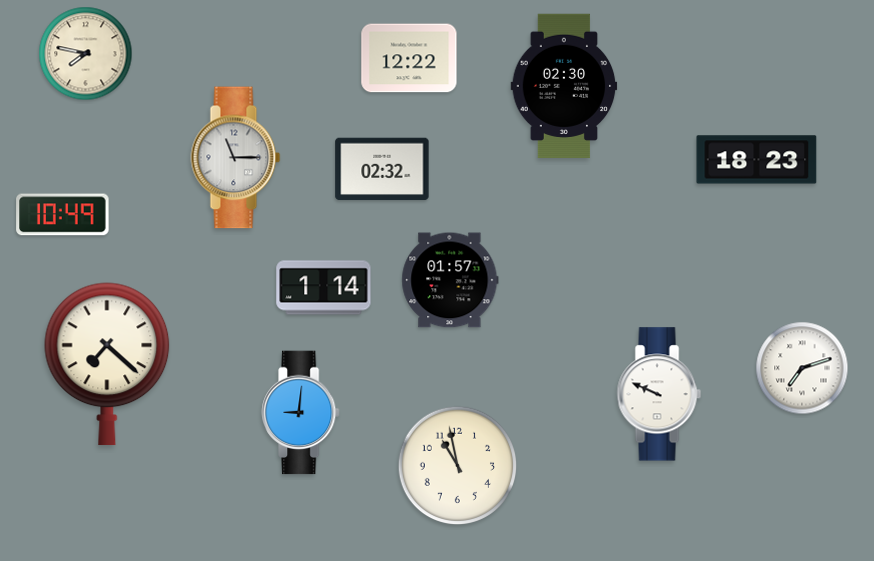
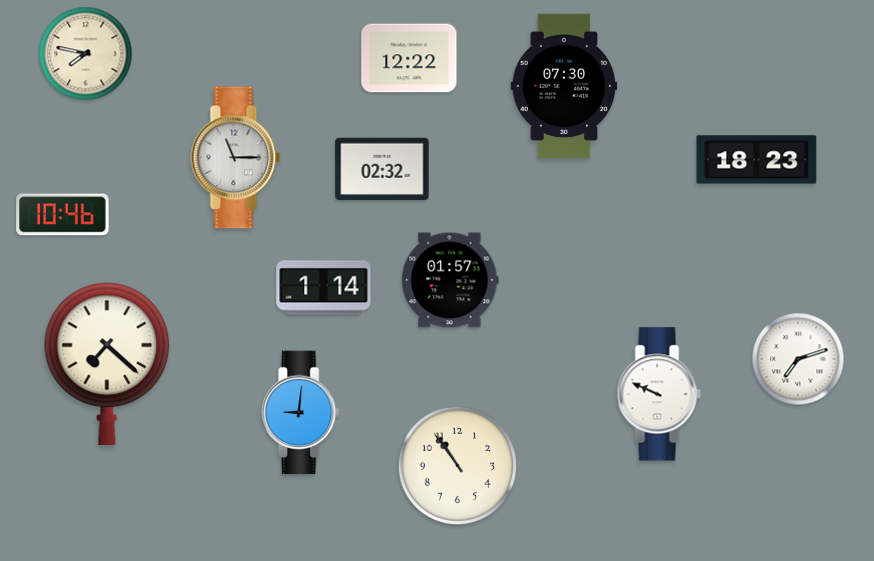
clock at (564, 86): 02:30 -> 07:30
clock at (63, 215): 10:49 -> 10:46
clock at (802, 368) position: (802, 368) -> (798, 359)
clock at (458, 466): 10:58 -> 10:54
